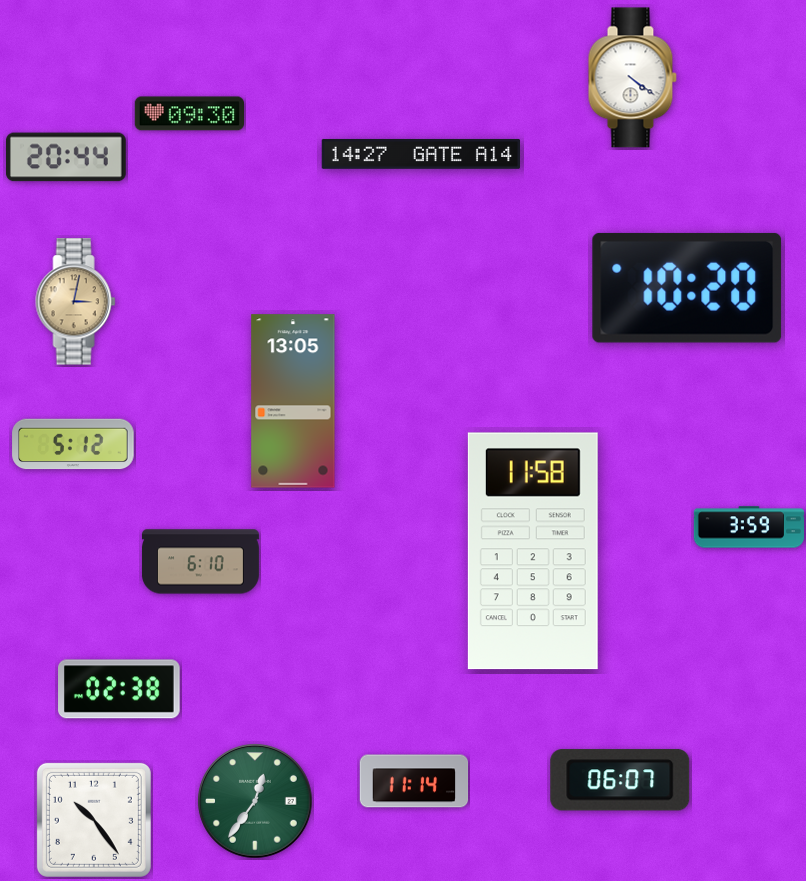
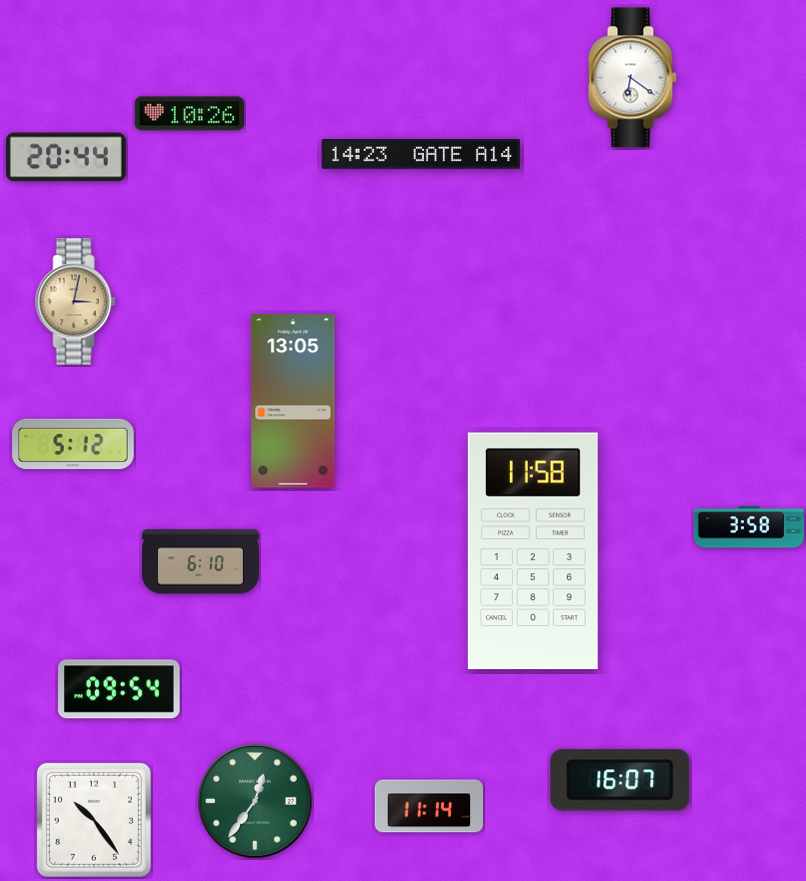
clock at (632, 78): 4:21 -> 6:21
clock at (189, 114): 09:30 -> 10:26
clock at (421, 154): 14:27 -> 14:23
clock at (687, 288): 10:20 -> none
clock at (748, 527): 3:59 -> 3:58
clock at (119, 689): 02:38 -> 09:54
clock at (620, 780): 06:07 -> 16:07
clock at (414, 781) position: (414, 781) -> (429, 806)
